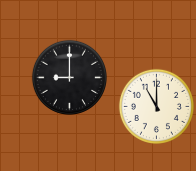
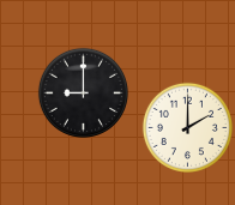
clock at (156, 106): 11:00 -> 2:00
